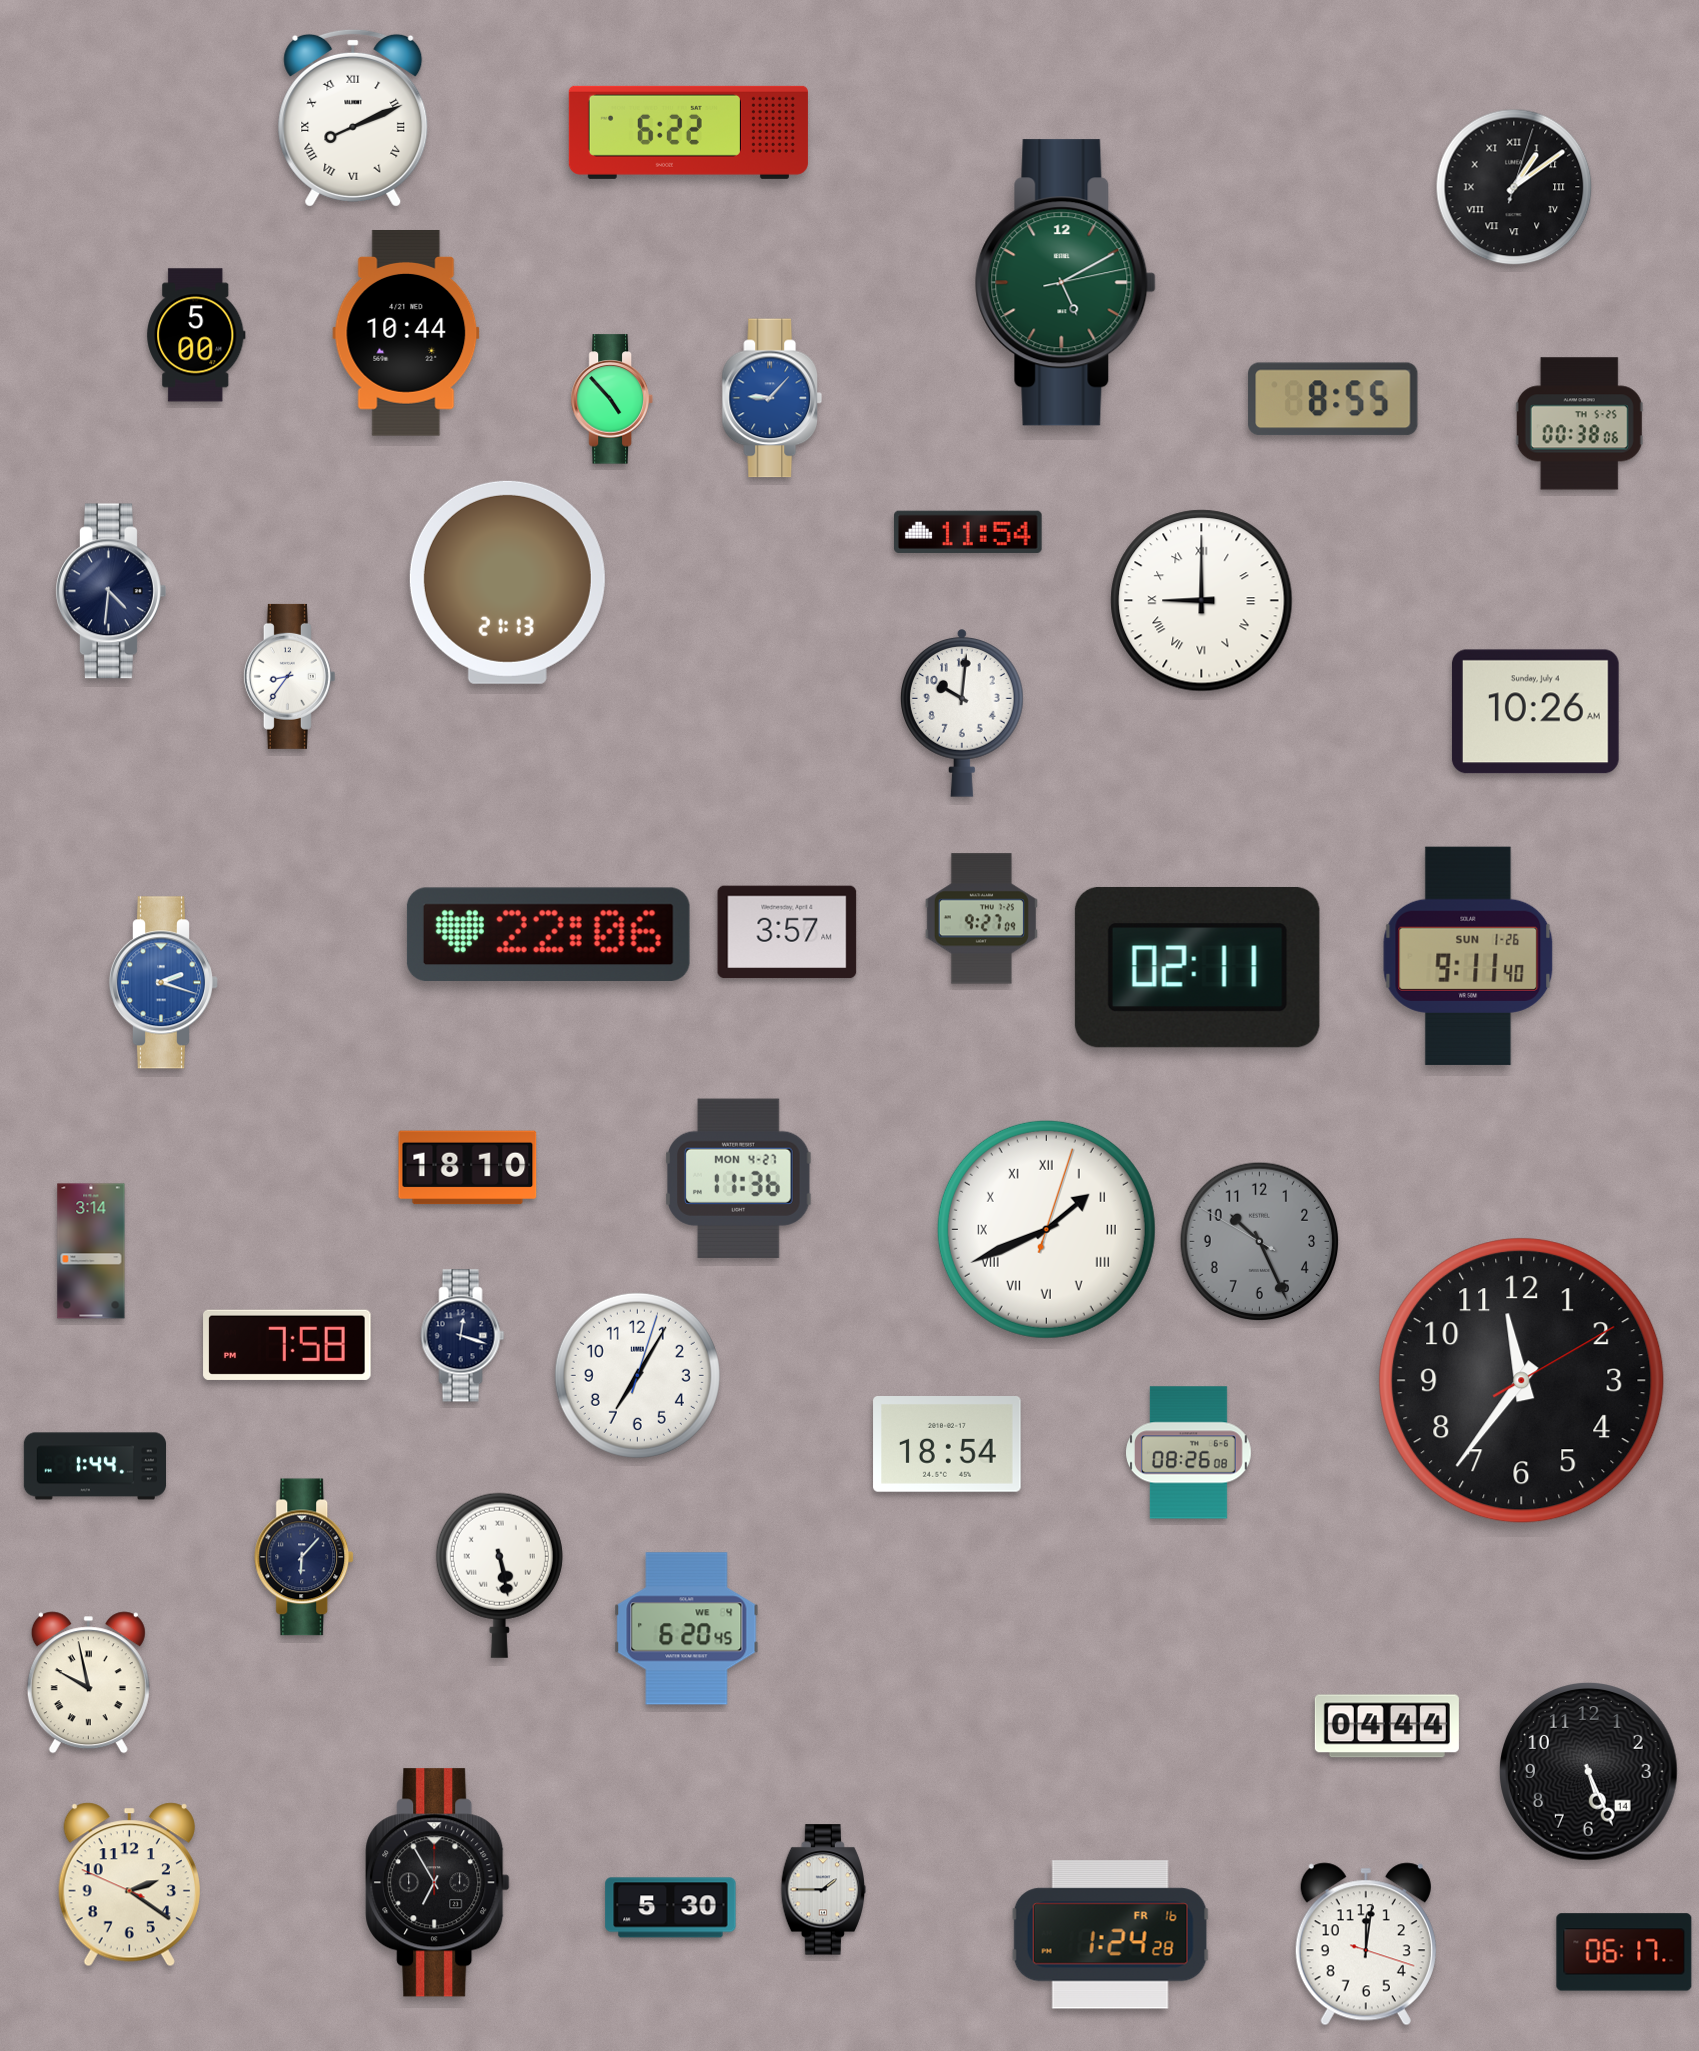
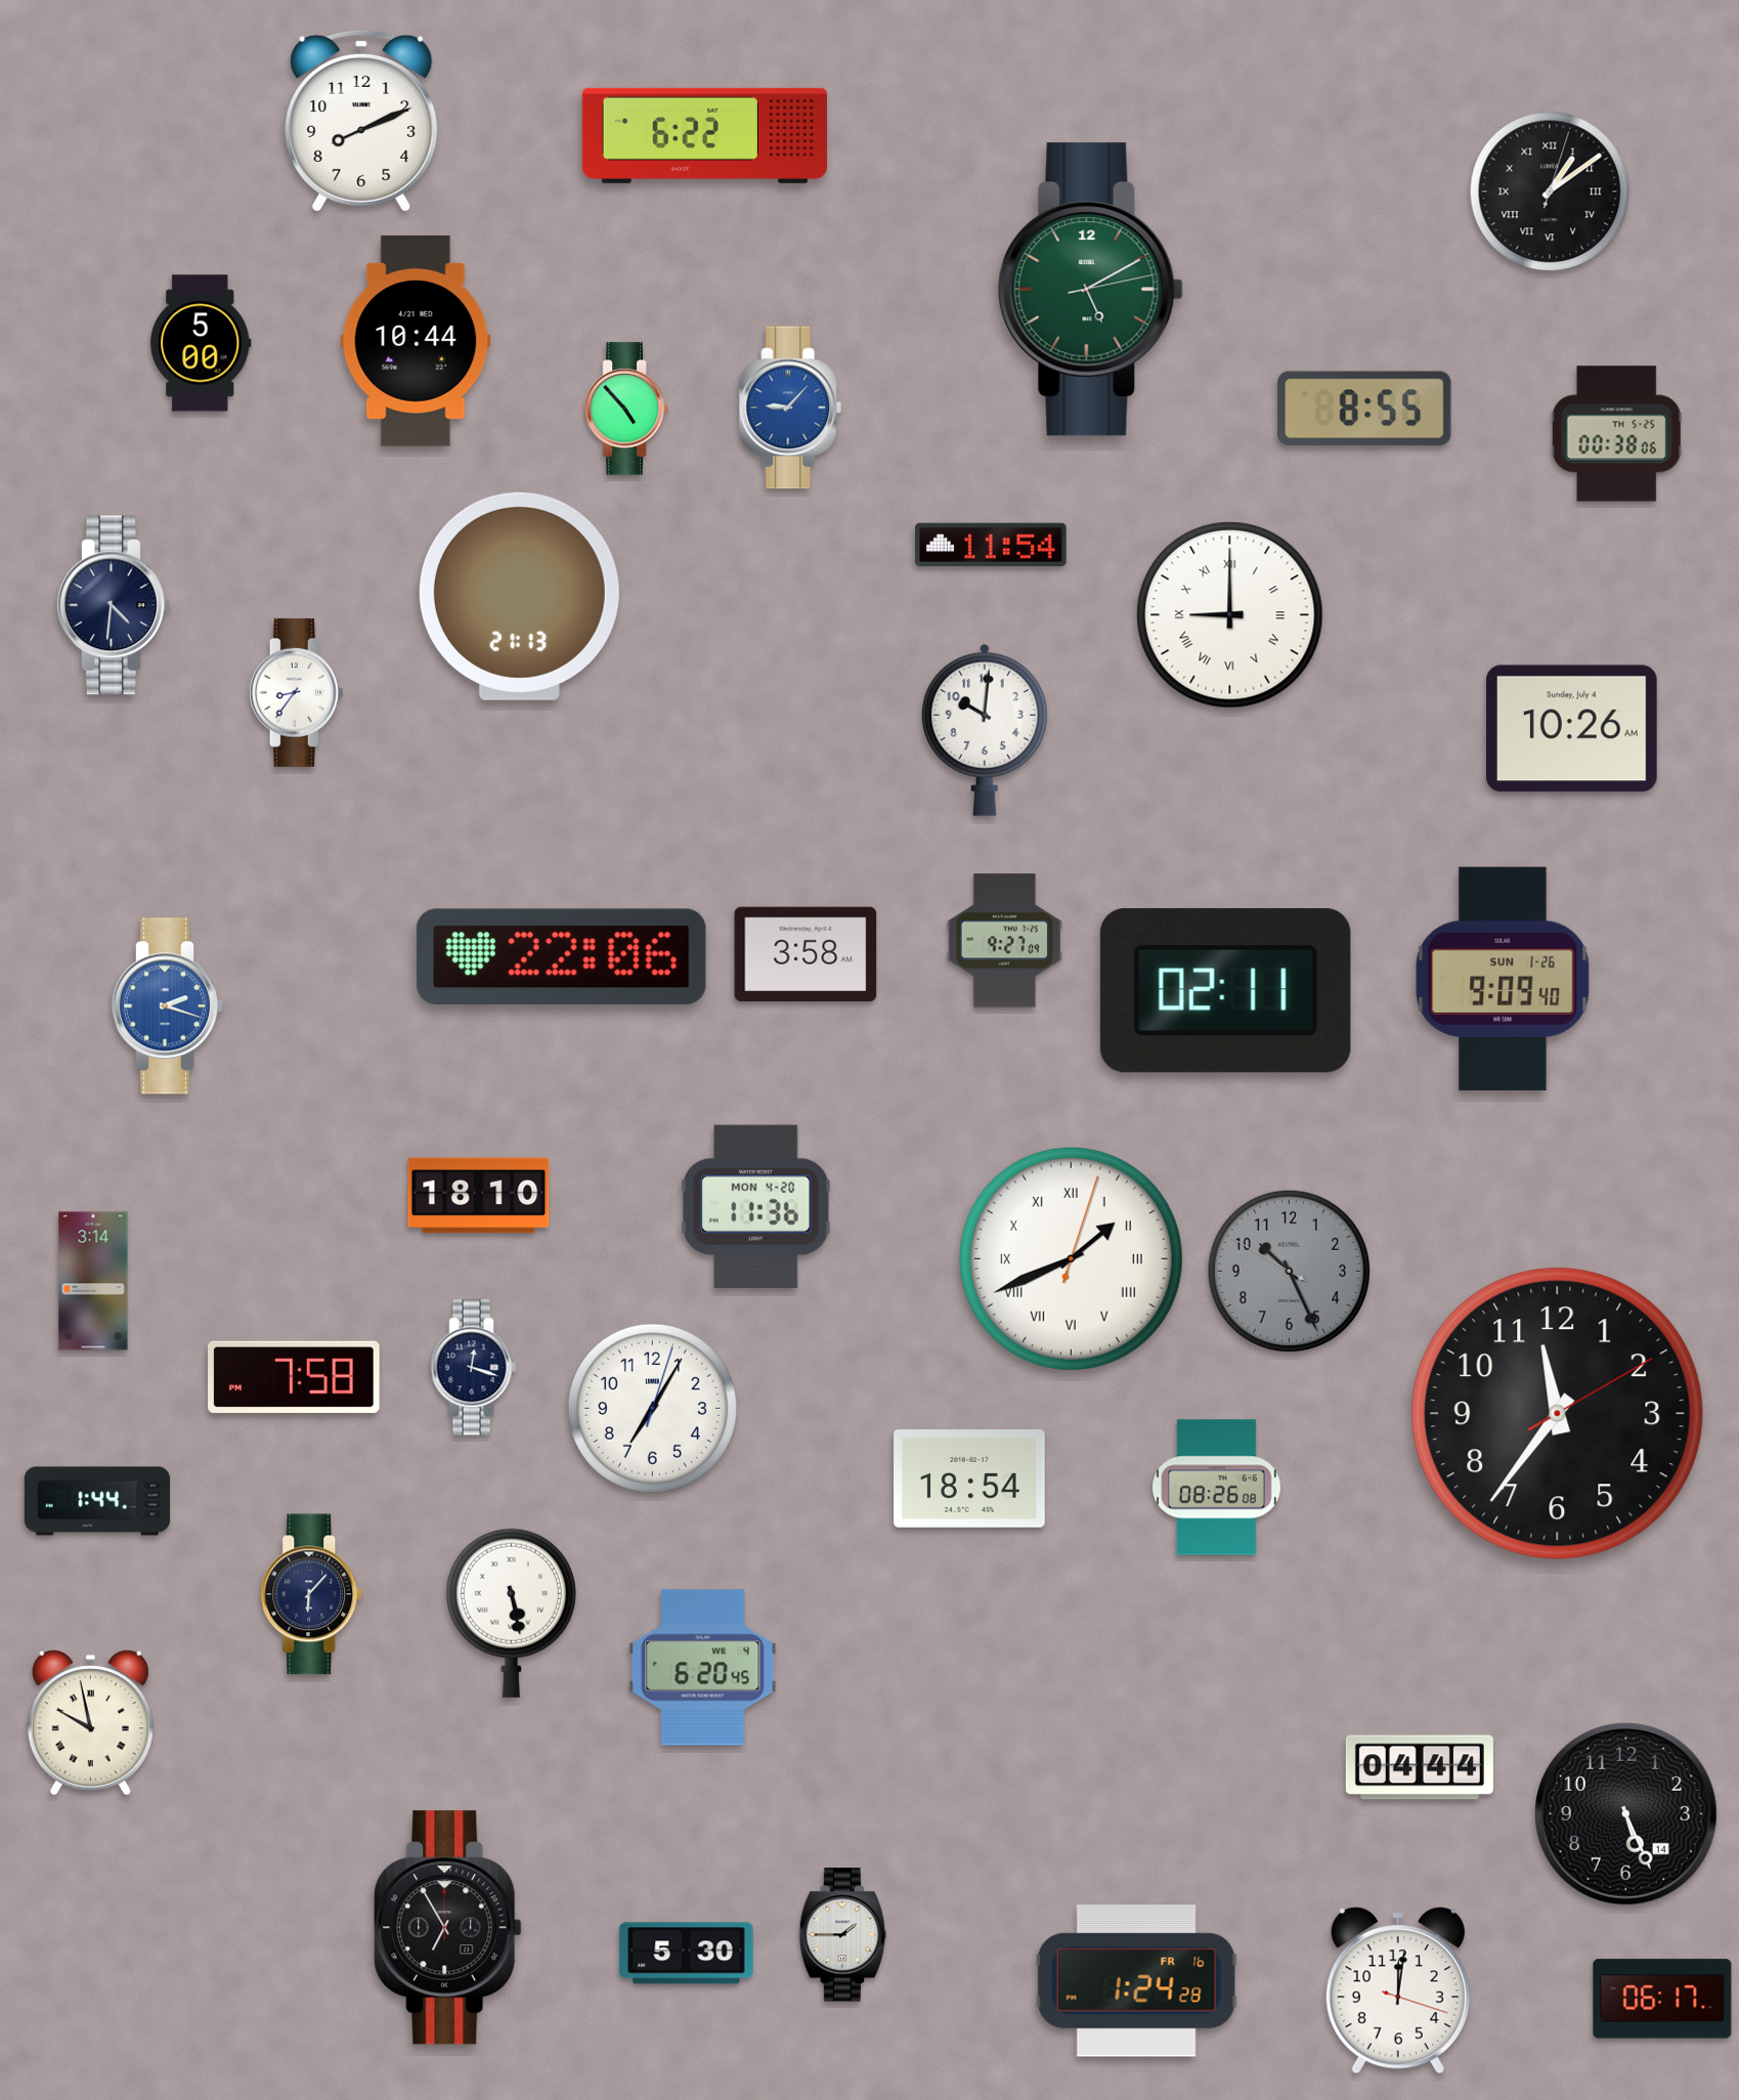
clock at (353, 118) numerals: Roman -> Arabic
clock at (787, 932): 3:57 -> 3:58
clock at (1468, 956): 9:11 -> 9:09
clock at (739, 1178) date: MON 4-27 -> MON 4-20
clock at (129, 1885): 2:20 -> none
